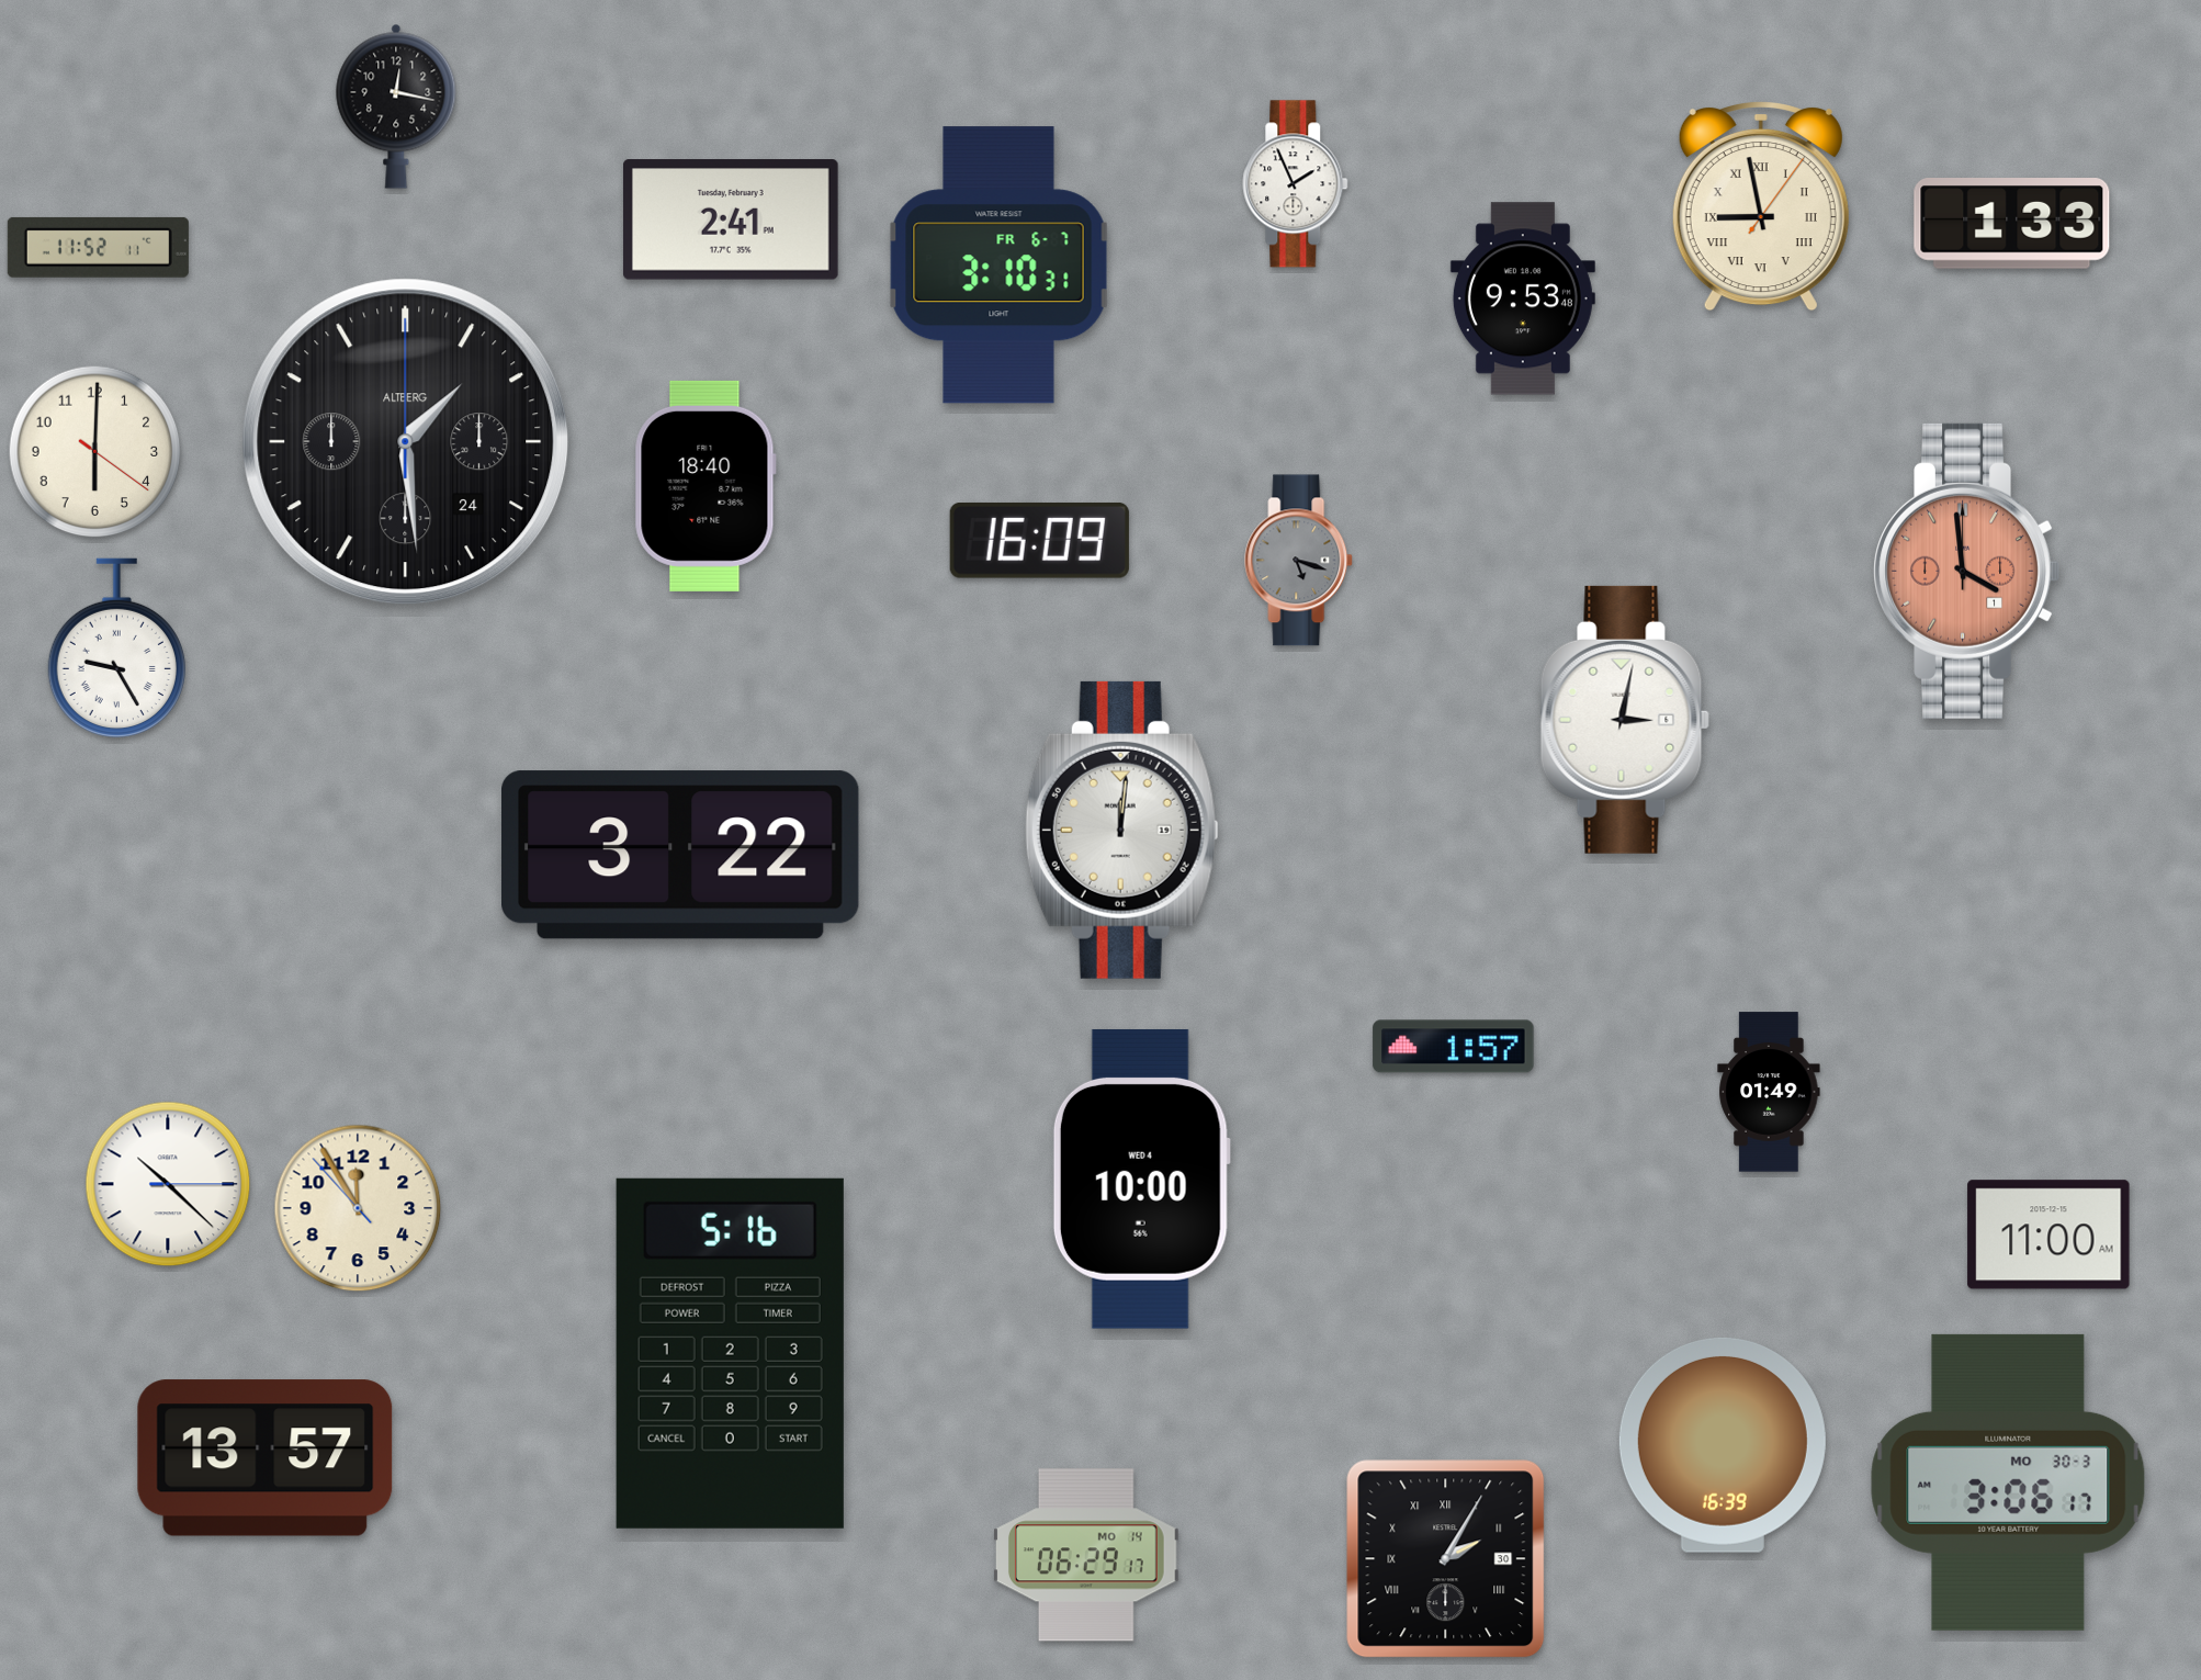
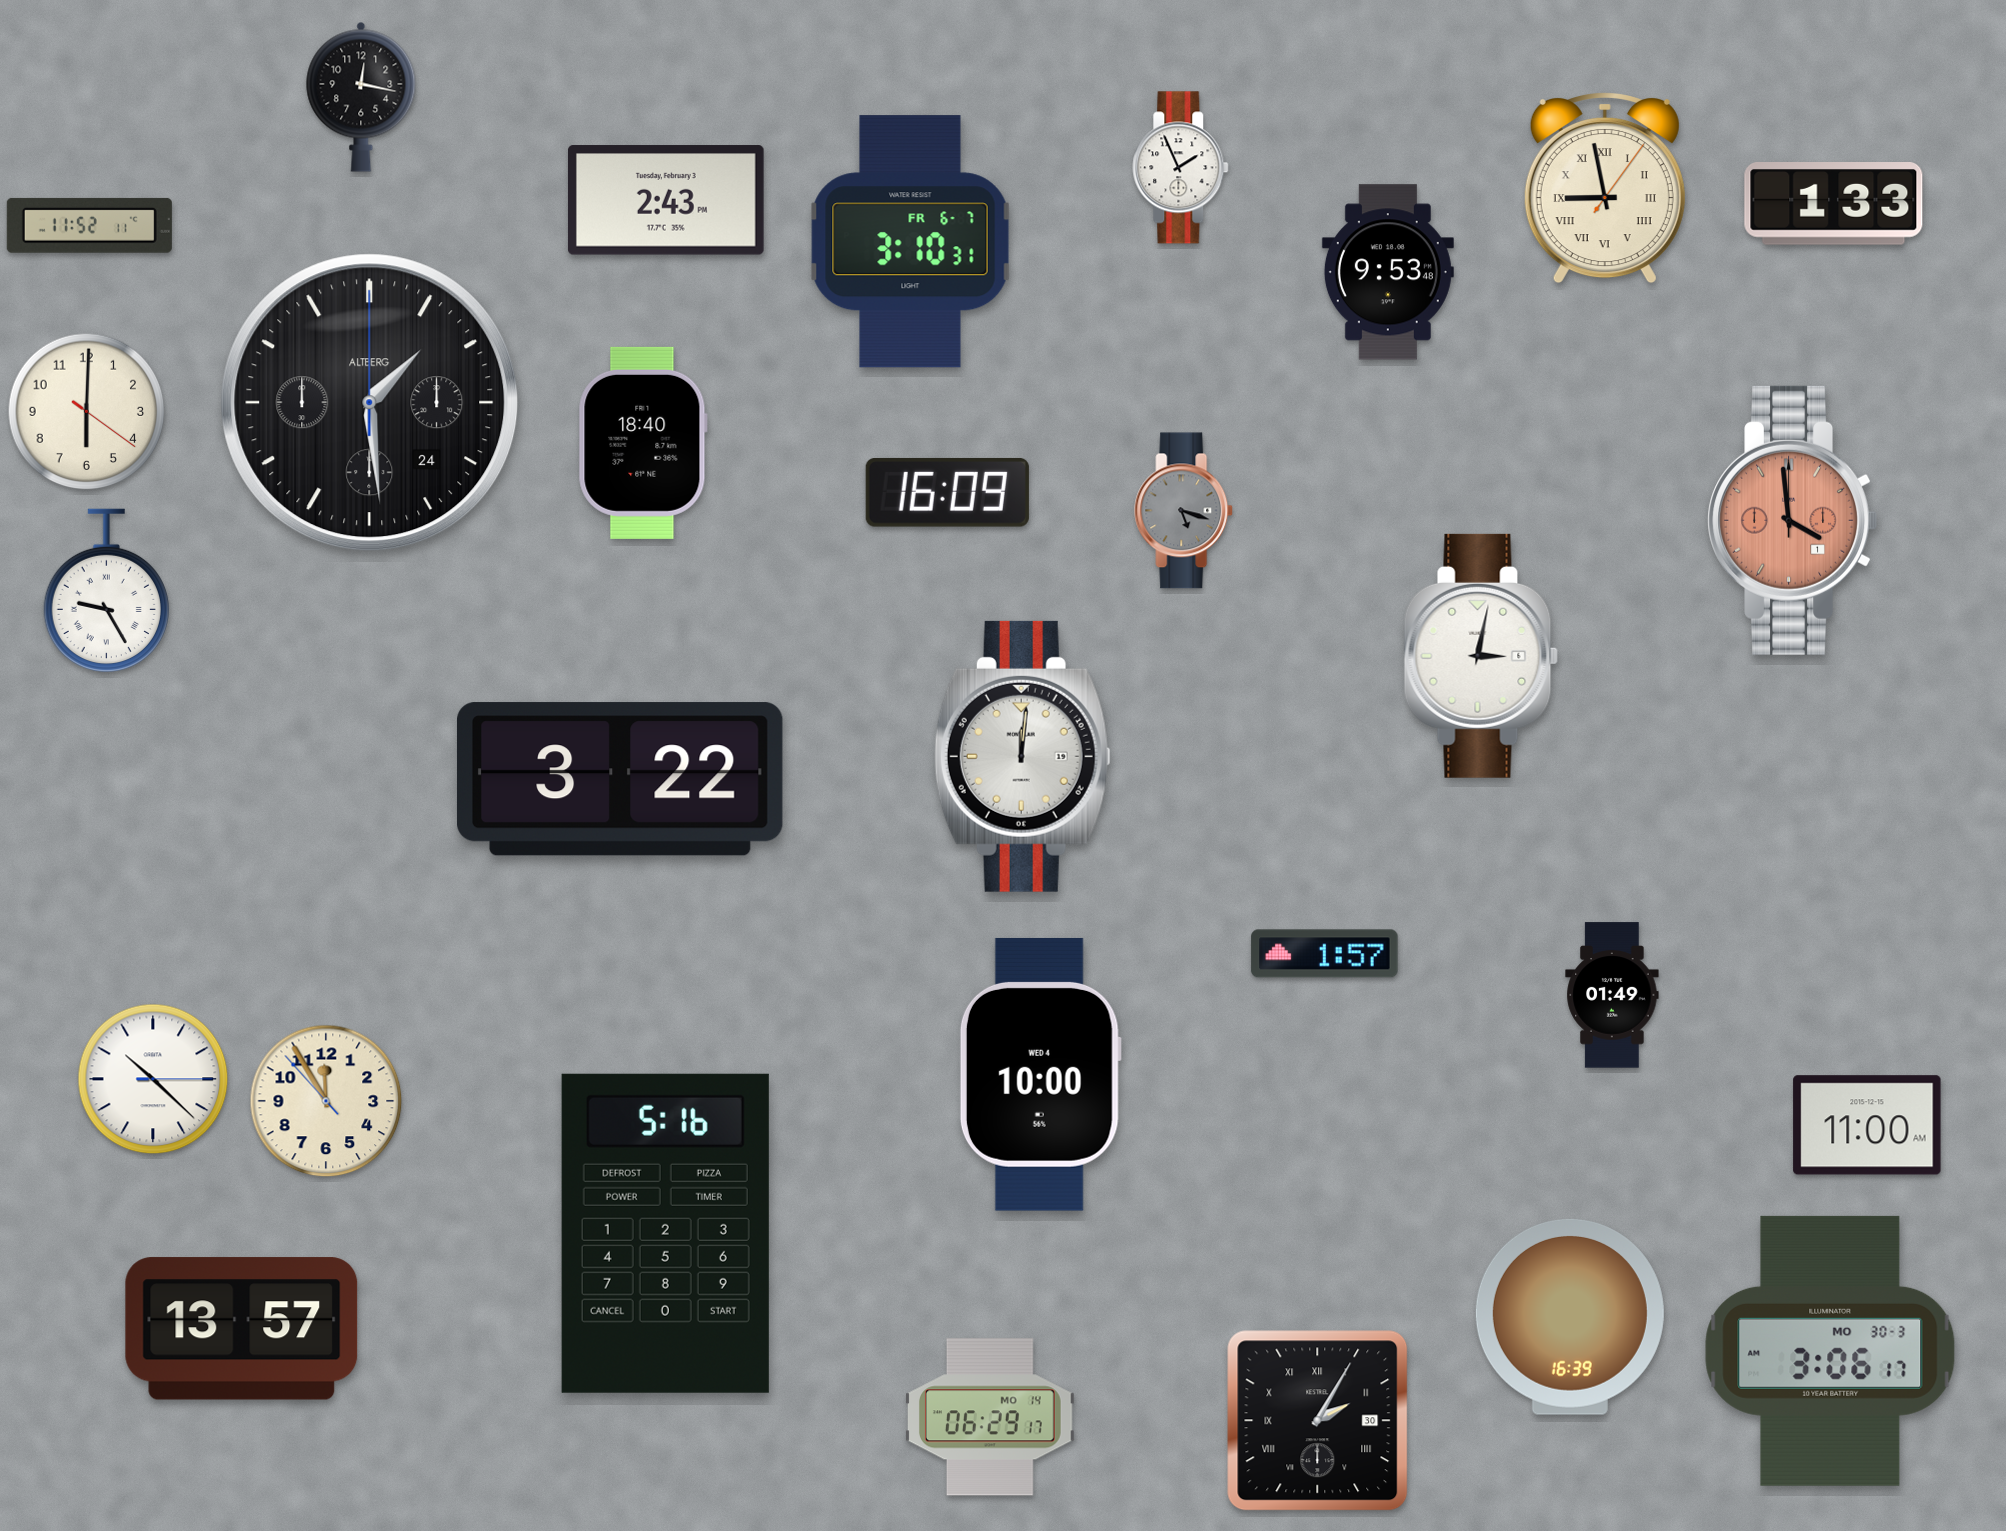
clock at (731, 219): 2:41 -> 2:43
